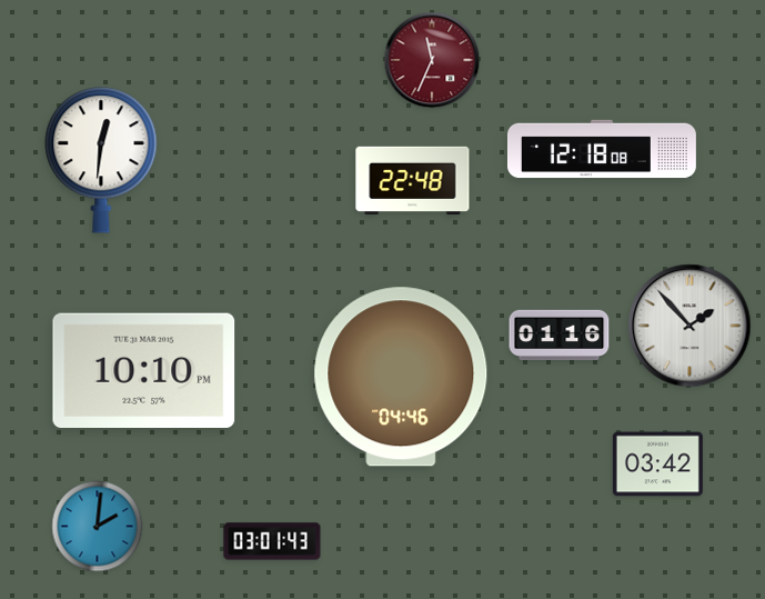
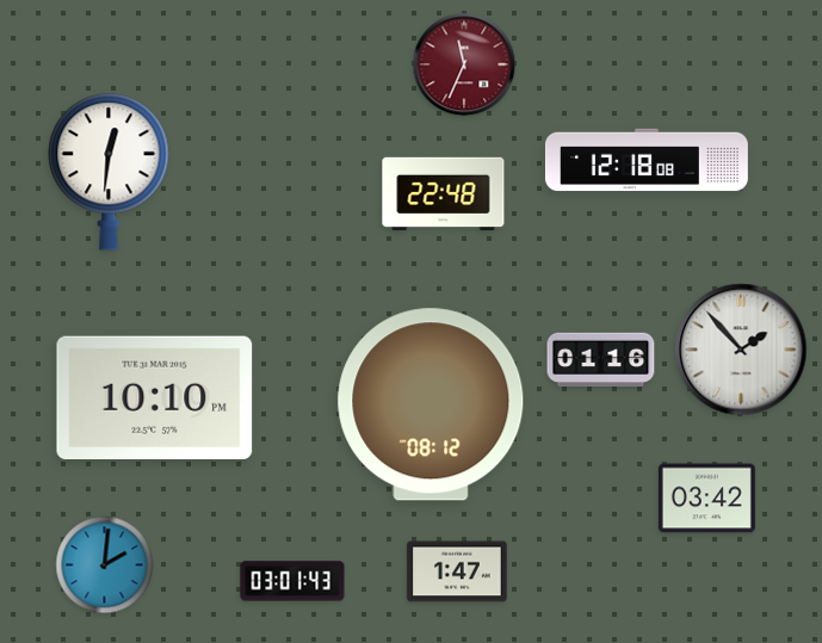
clock at (401, 377): 04:46 -> 08:12
clock at (457, 571): none -> 1:47
